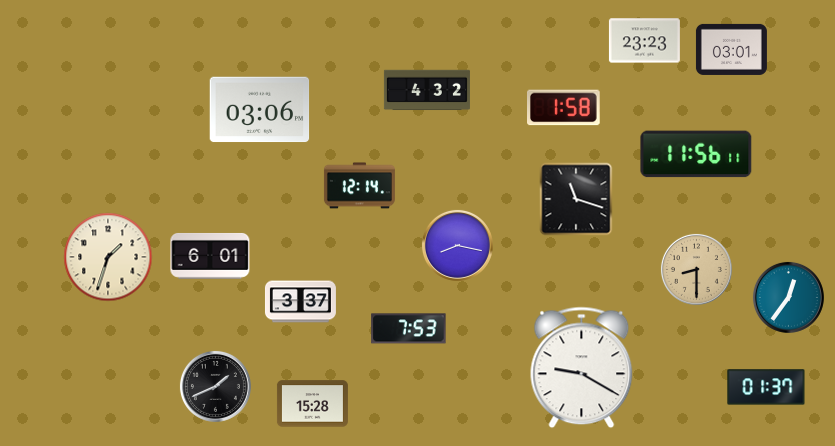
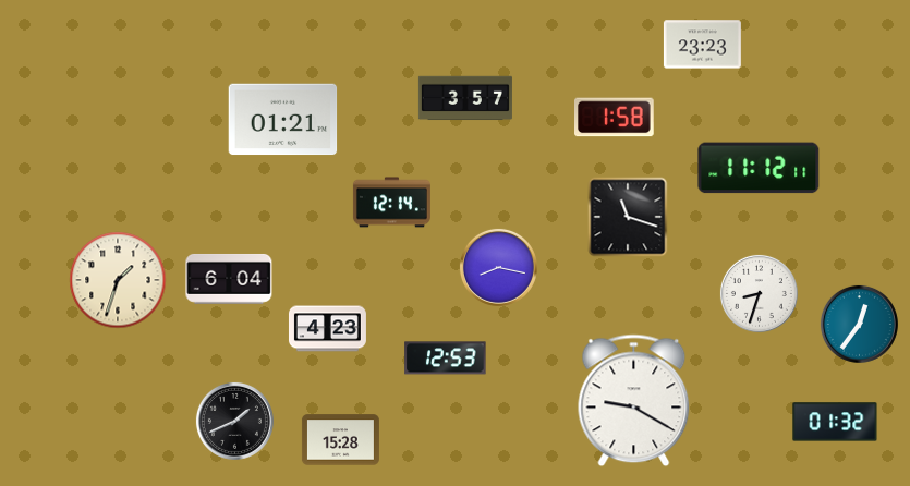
clock at (731, 49): 03:01 -> none
clock at (427, 90): 4:32 -> 3:57
clock at (260, 110): 03:06 -> 01:21
clock at (696, 154): 11:56 -> 11:12
clock at (210, 256): 6:01 -> 6:04
clock at (696, 269): 8:30 -> 8:33
clock at (696, 269) dial: champagne -> white
clock at (300, 302): 3:37 -> 4:23
clock at (409, 329): 7:53 -> 12:53
clock at (766, 387): 01:37 -> 01:32
